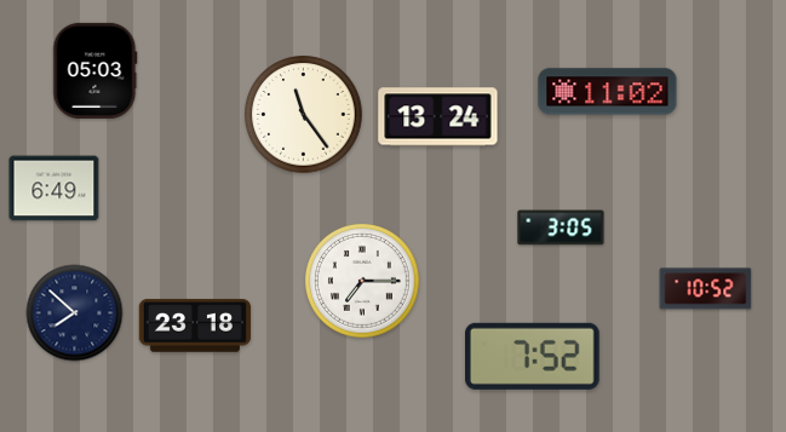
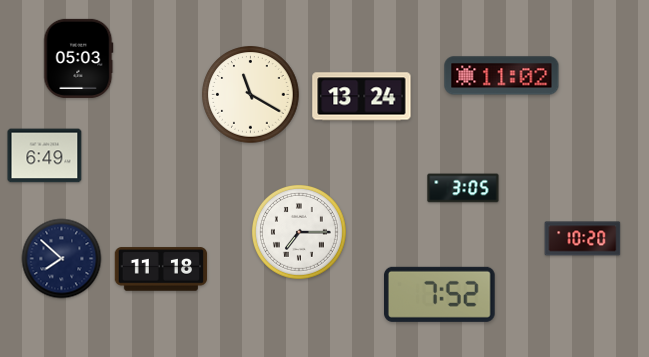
clock at (304, 115): 11:24 -> 11:20
clock at (706, 289): 10:52 -> 10:20
clock at (195, 326): 23:18 -> 11:18
